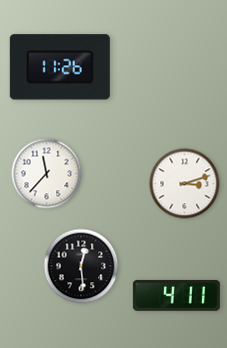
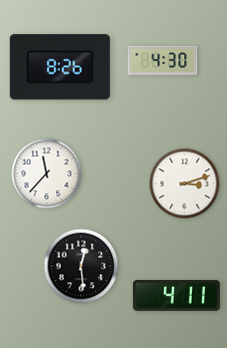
clock at (163, 61): none -> 4:30
clock at (60, 67): 11:26 -> 8:26
